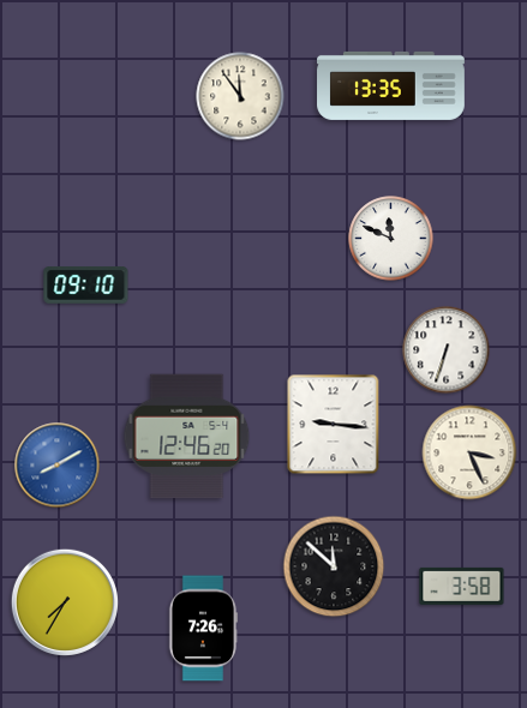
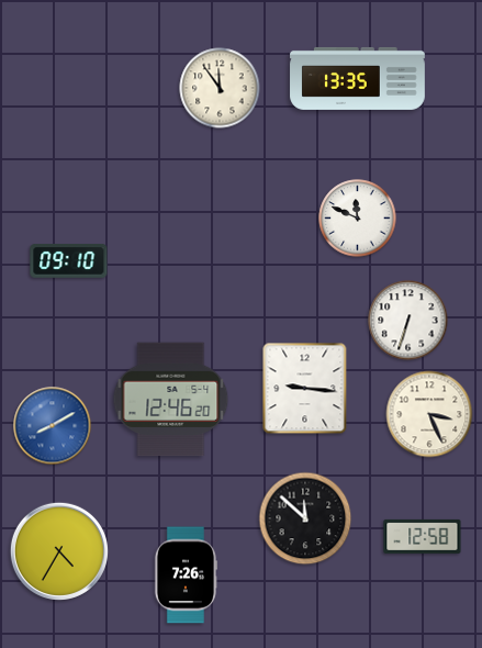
clock at (86, 286) position: (86, 286) -> (69, 261)
clock at (462, 586): 3:58 -> 12:58
clock at (65, 602): 7:35 -> 4:35
